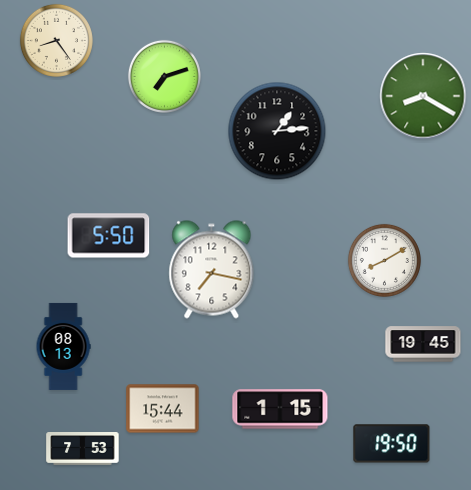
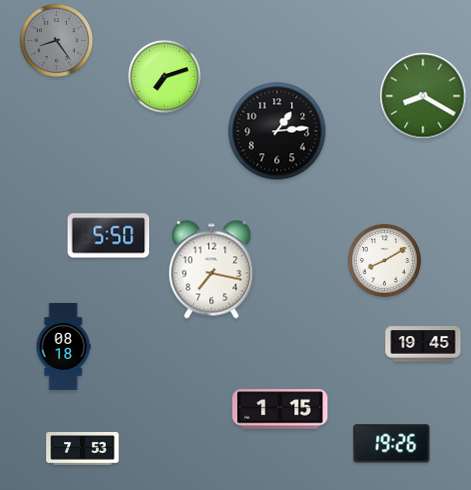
clock at (56, 40) dial: cream -> grey
clock at (63, 346): 08:13 -> 08:18
clock at (163, 409): 15:44 -> none
clock at (392, 444): 19:50 -> 19:26
